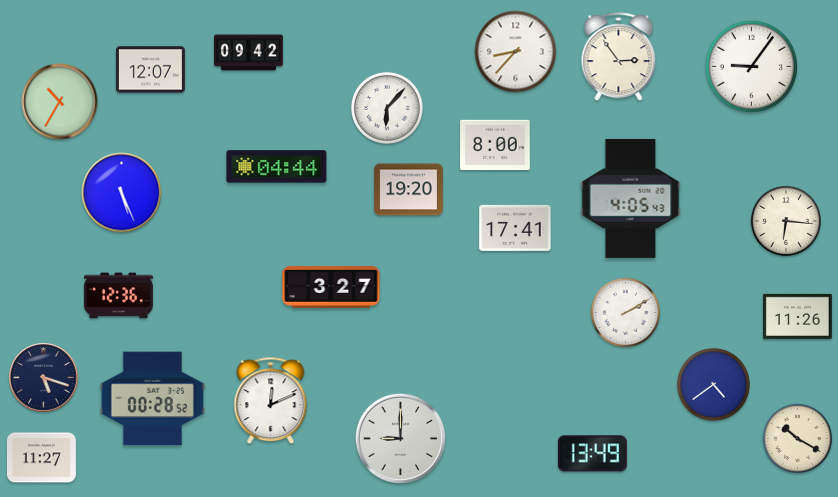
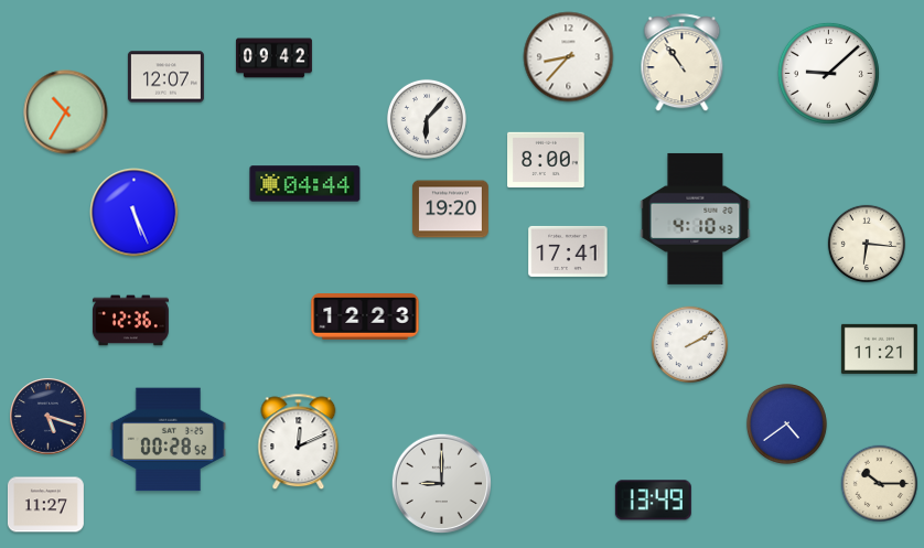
clock at (619, 57): 2:54 -> 10:54
clock at (751, 66): 9:06 -> 9:08
clock at (631, 198): 4:05 -> 4:10
clock at (331, 288): 3:27 -> 12:23
clock at (118, 296) position: (118, 296) -> (130, 321)
clock at (797, 316): 11:26 -> 11:21
clock at (798, 439): 10:20 -> 10:15
